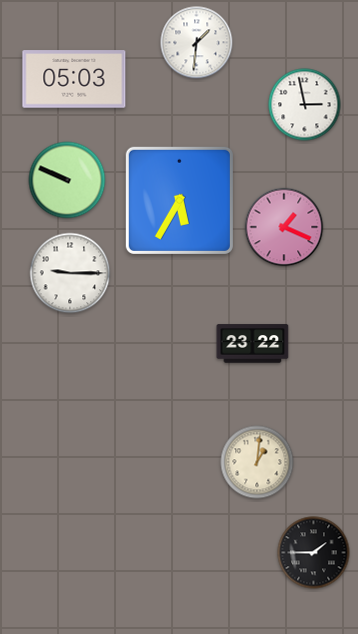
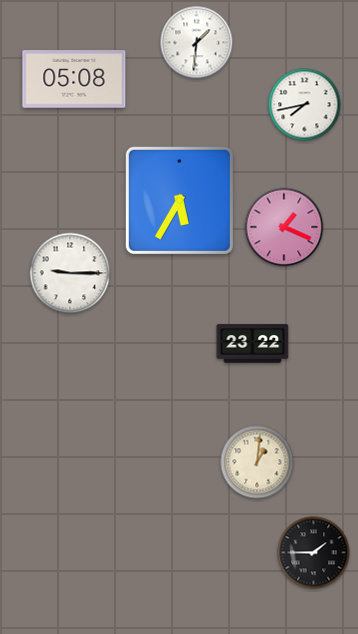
clock at (74, 79): 05:03 -> 05:08
clock at (305, 105): 2:58 -> 7:43
clock at (67, 180): 9:49 -> none
